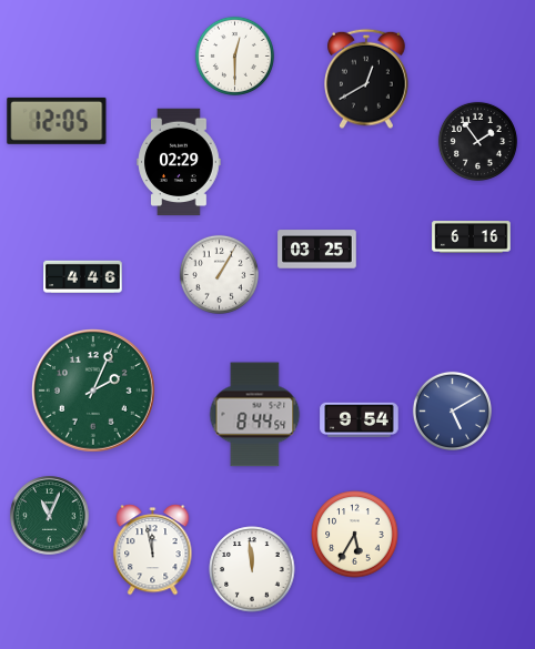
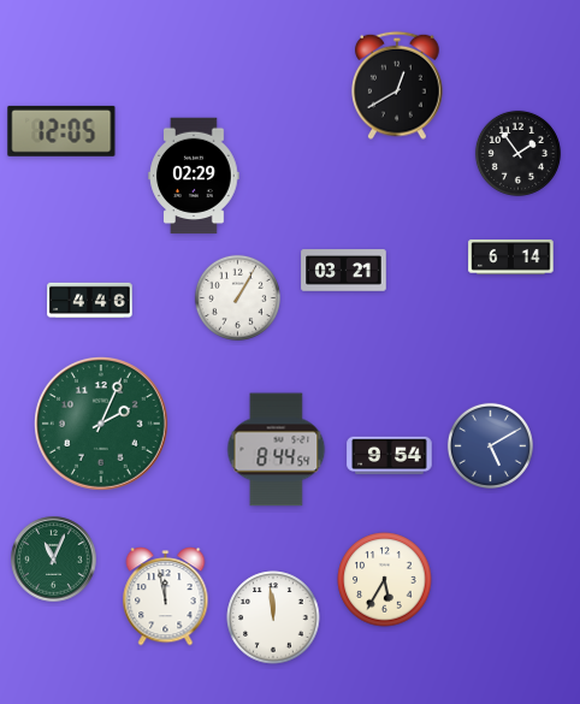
clock at (234, 55): 12:30 -> none
clock at (472, 237): 6:16 -> 6:14
clock at (317, 250): 03:25 -> 03:21
